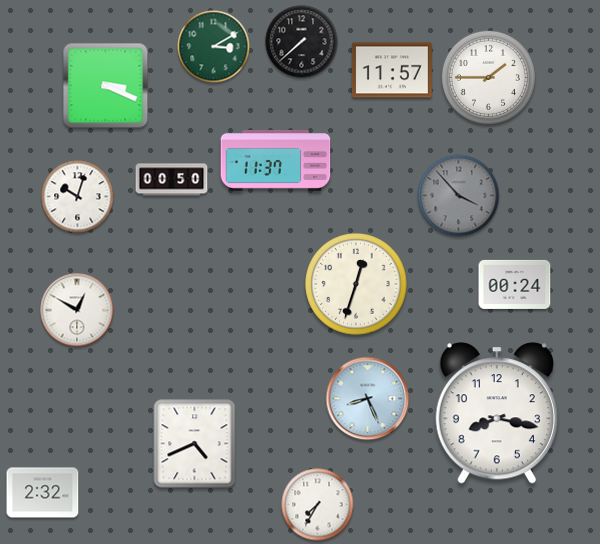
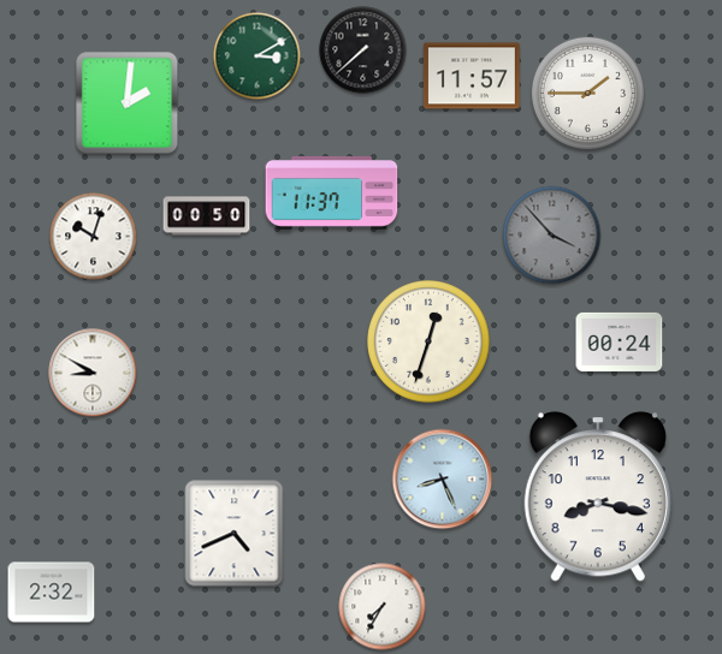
clock at (392, 70) position: (392, 70) -> (472, 76)
clock at (106, 86): 3:19 -> 2:01
clock at (77, 310): 12:50 -> 8:50
